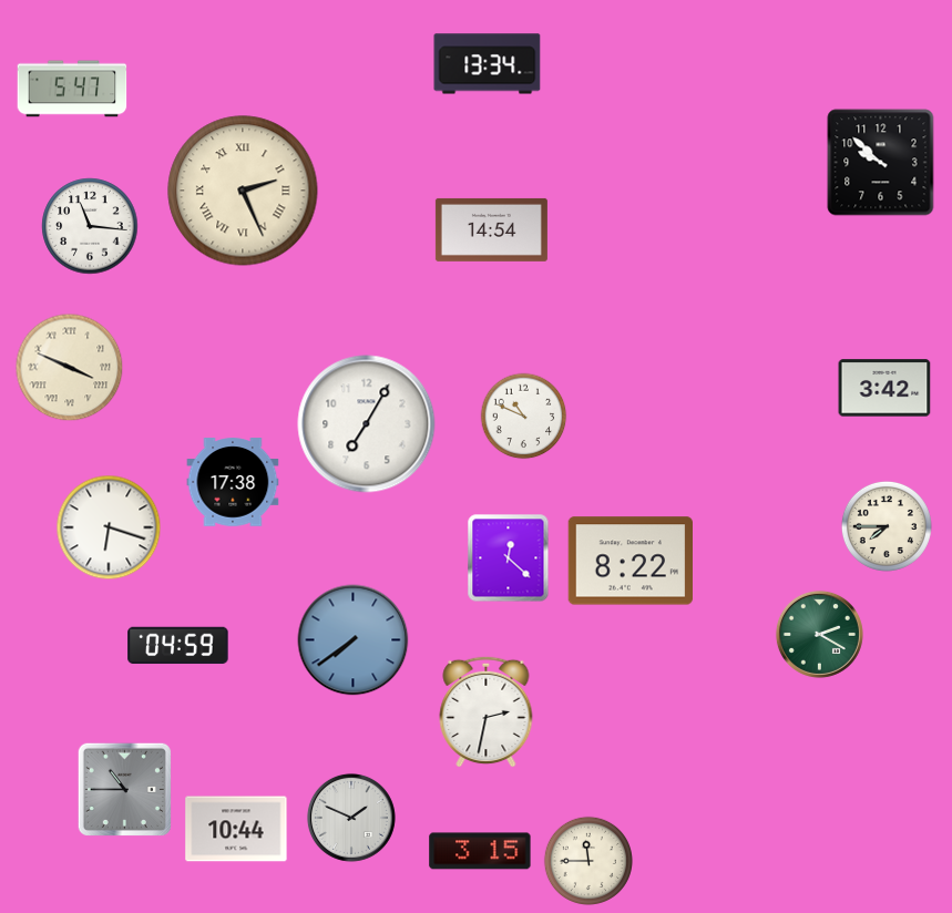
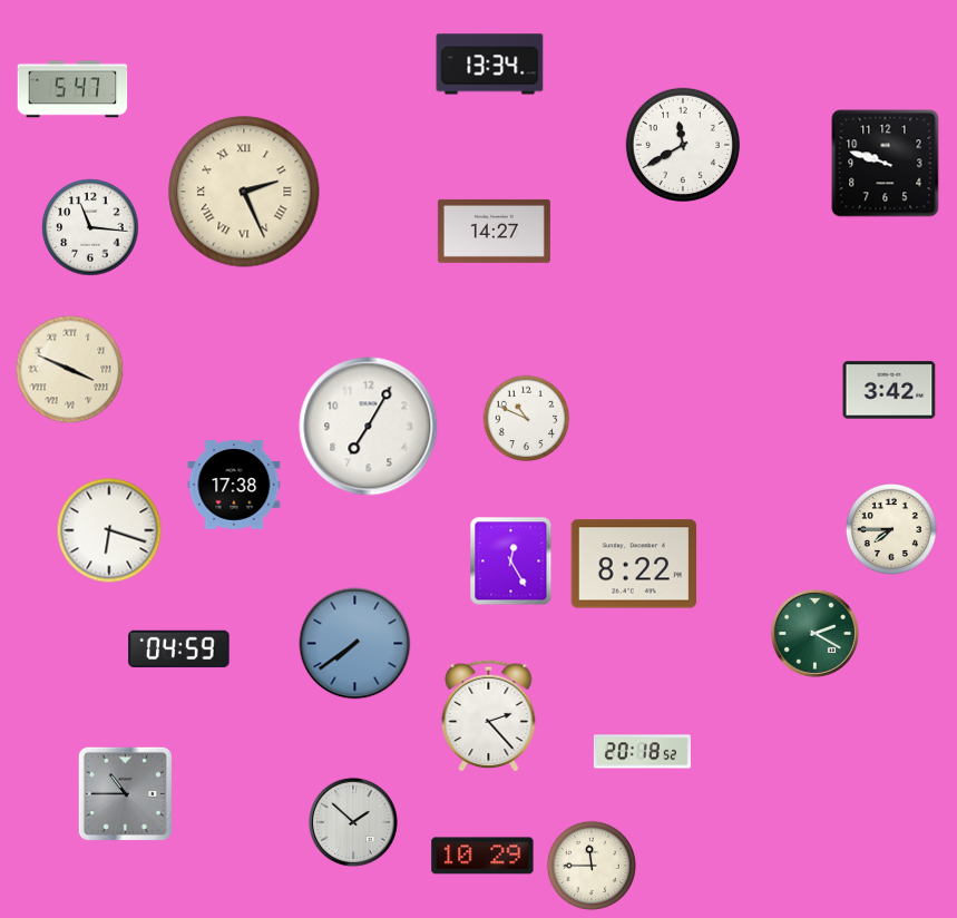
clock at (683, 145): none -> 11:40
clock at (881, 163): 9:52 -> 9:48
clock at (491, 229): 14:54 -> 14:27
clock at (509, 558): 12:22 -> 12:25
clock at (819, 634) position: (819, 634) -> (814, 633)
clock at (487, 711): 2:32 -> 2:23
clock at (642, 752): none -> 20:18
clock at (351, 818): 1:49 -> 1:52
clock at (236, 829): 10:44 -> none
clock at (480, 851): 3:15 -> 10:29
